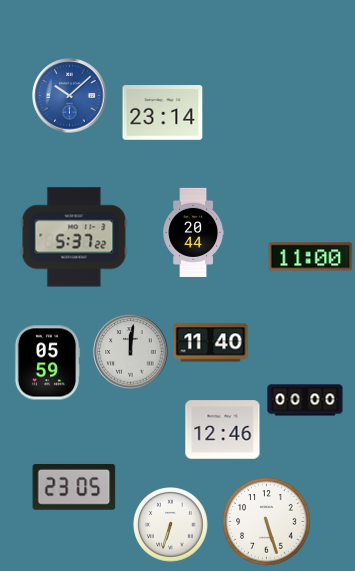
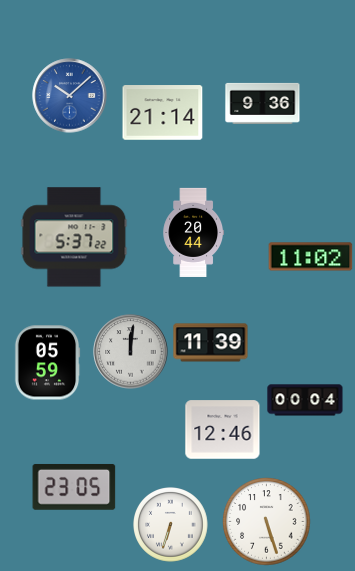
clock at (263, 103): none -> 9:36
clock at (163, 113): 23:14 -> 21:14
clock at (311, 257): 11:00 -> 11:02
clock at (211, 343): 11:40 -> 11:39
clock at (305, 400): 00:00 -> 00:04
